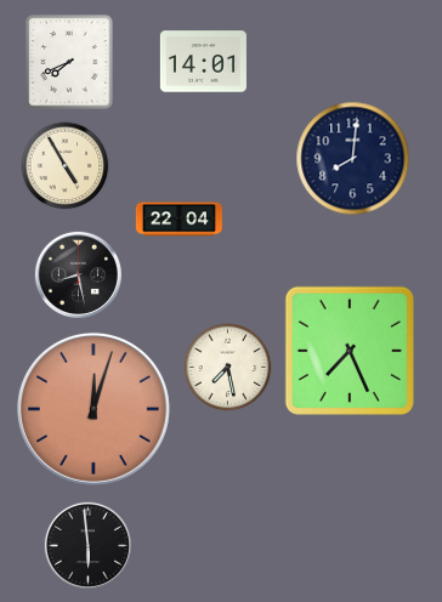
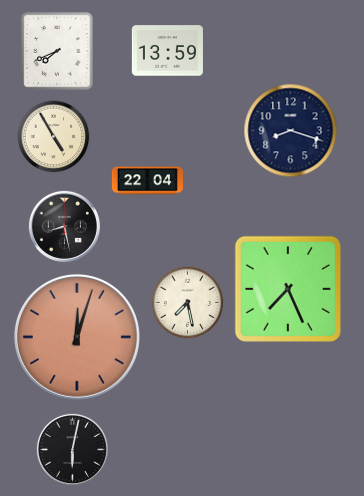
clock at (203, 62): 14:01 -> 13:59
clock at (353, 159): 8:01 -> 8:18
clock at (87, 545): 5:59 -> 6:02
